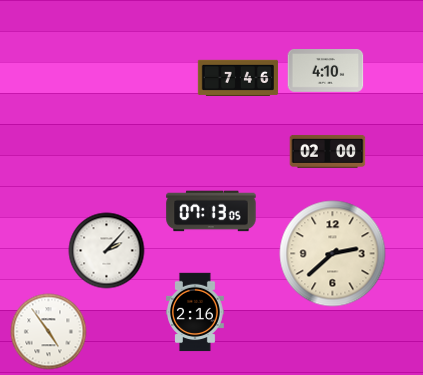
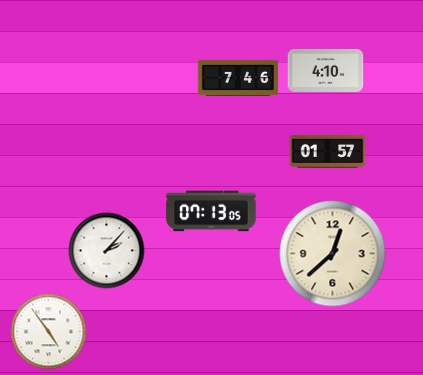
clock at (328, 152): 02:00 -> 01:57
clock at (333, 254): 2:38 -> 12:38
clock at (195, 312): 2:16 -> none
